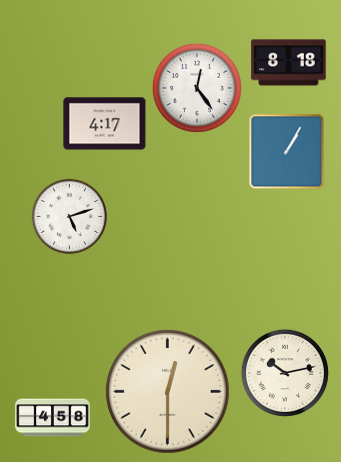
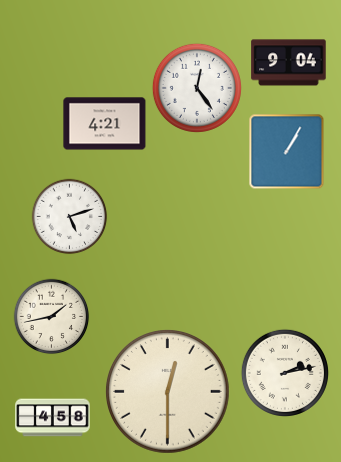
clock at (289, 63): 8:18 -> 9:04
clock at (105, 124): 4:17 -> 4:21
clock at (52, 317): none -> 1:43
clock at (285, 373): 10:13 -> 2:13
